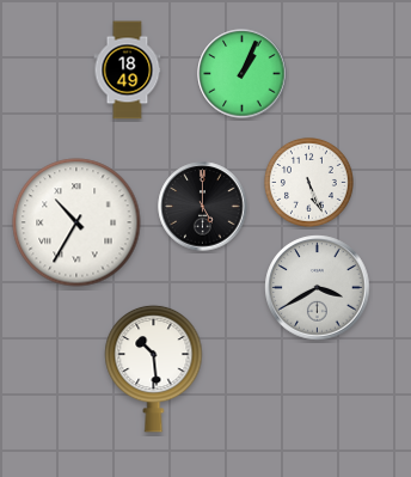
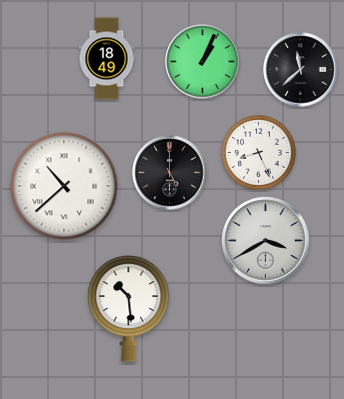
clock at (301, 70): none -> 11:38
clock at (308, 182): 5:26 -> 8:26
clock at (76, 222): 10:35 -> 10:38
